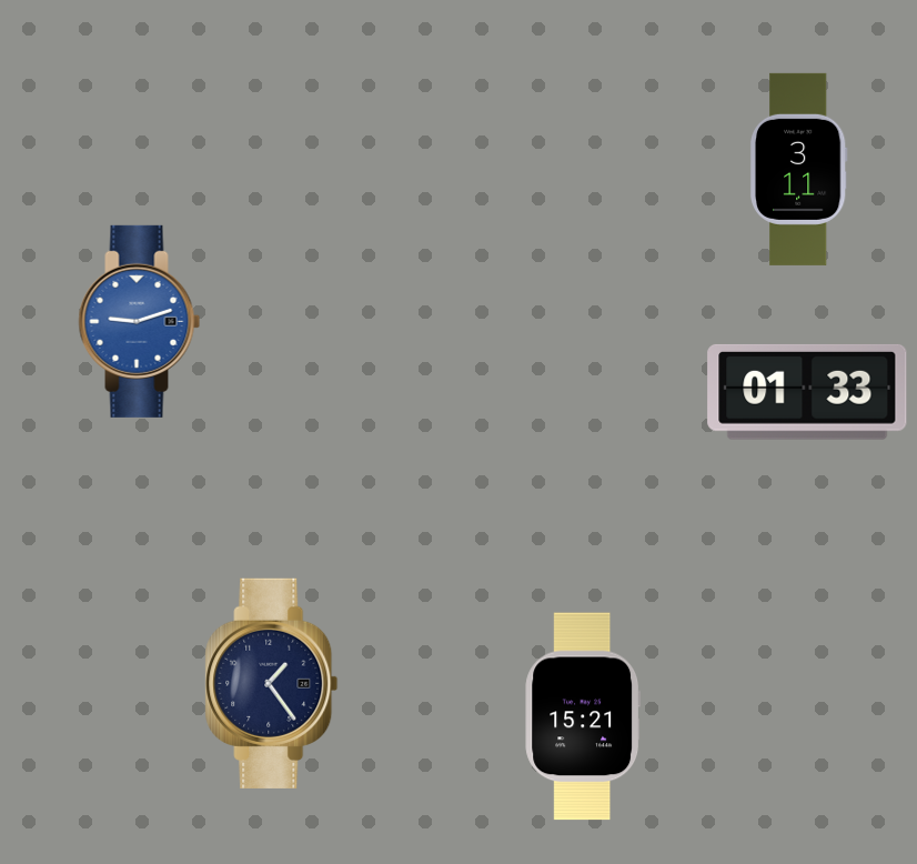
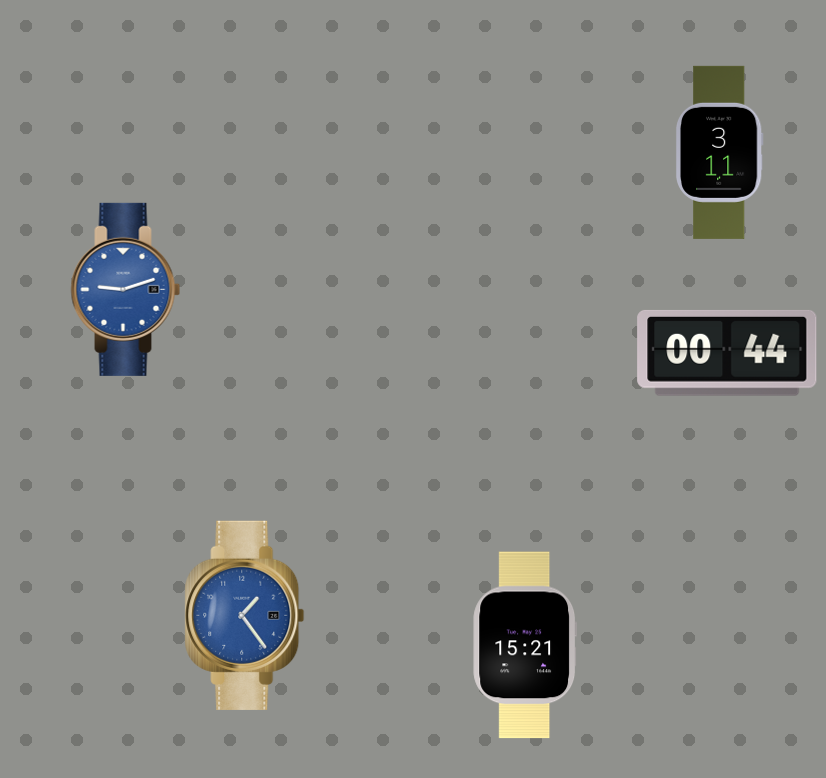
clock at (807, 392): 01:33 -> 00:44
clock at (272, 683) dial: navy -> blue
